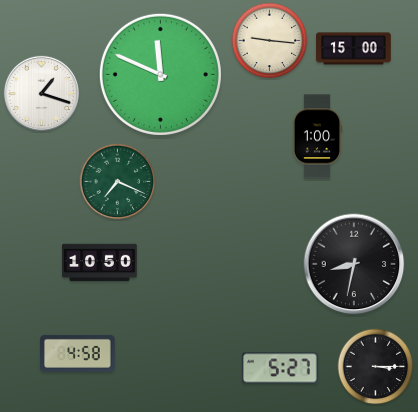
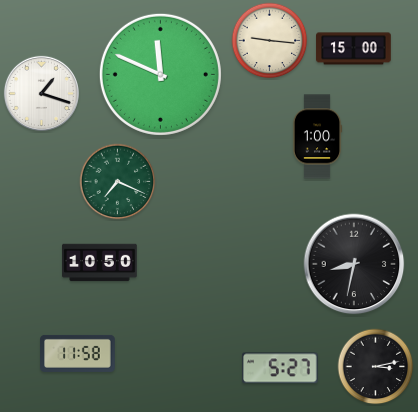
clock at (78, 353): 4:58 -> 11:58
clock at (376, 367): 3:15 -> 3:13
